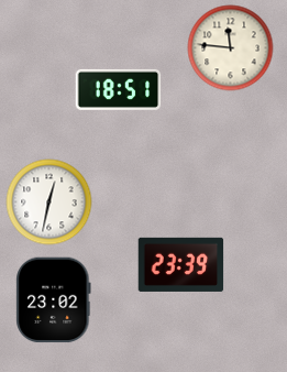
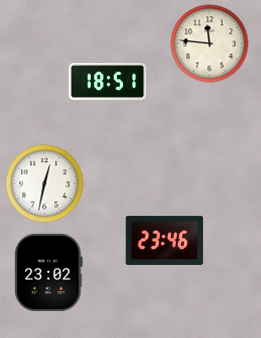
clock at (180, 264): 23:39 -> 23:46
